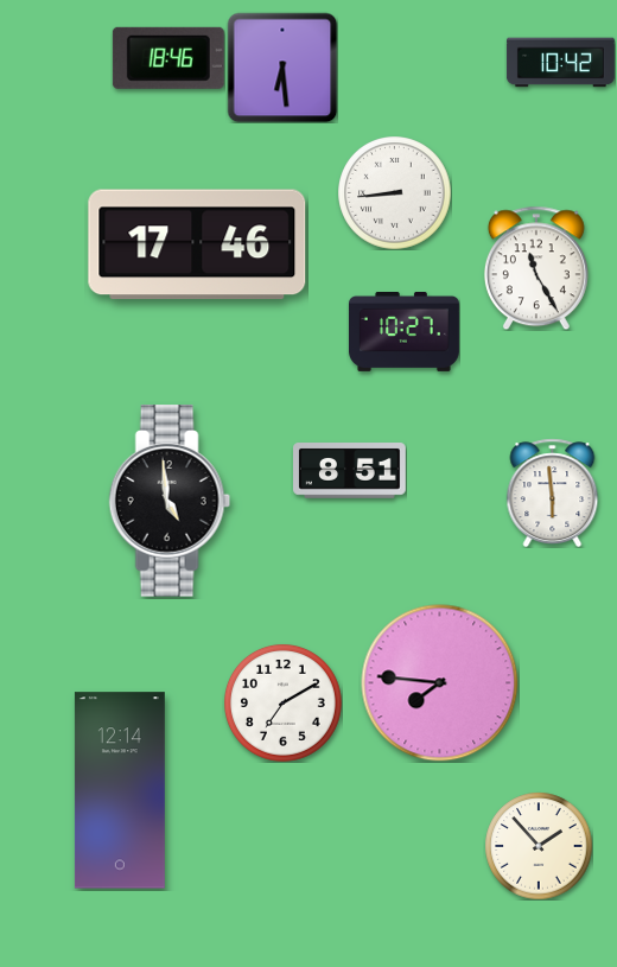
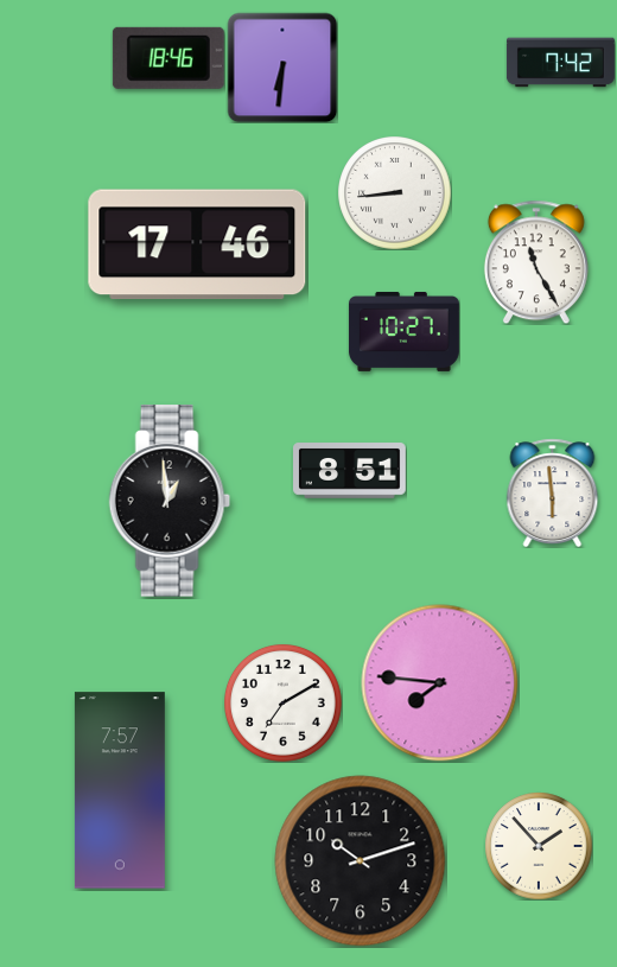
clock at (560, 63): 10:42 -> 7:42
clock at (282, 68): 6:29 -> 6:31
clock at (536, 268) position: (536, 268) -> (536, 262)
clock at (170, 501): 4:59 -> 12:59
clock at (120, 790): 12:14 -> 7:57
clock at (361, 861): none -> 10:12
